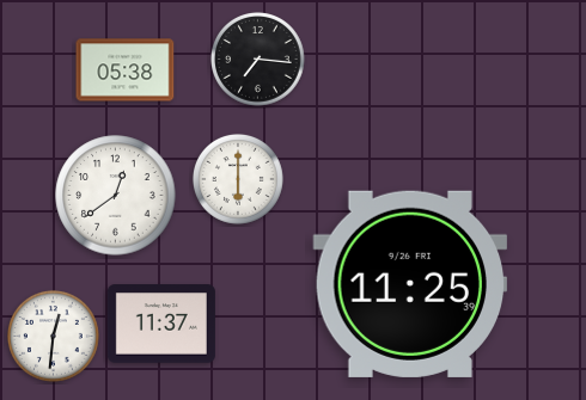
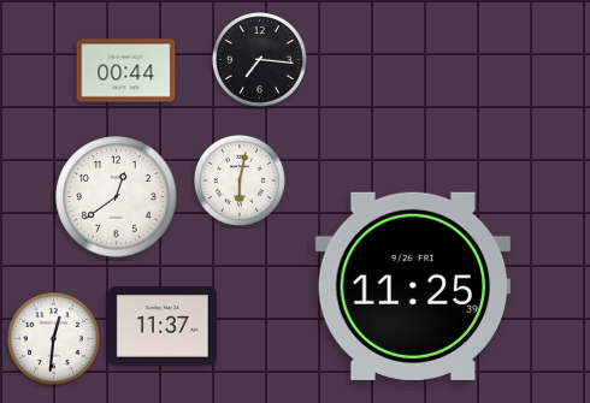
clock at (126, 70): 05:38 -> 00:44
clock at (238, 179): 6:00 -> 6:02
